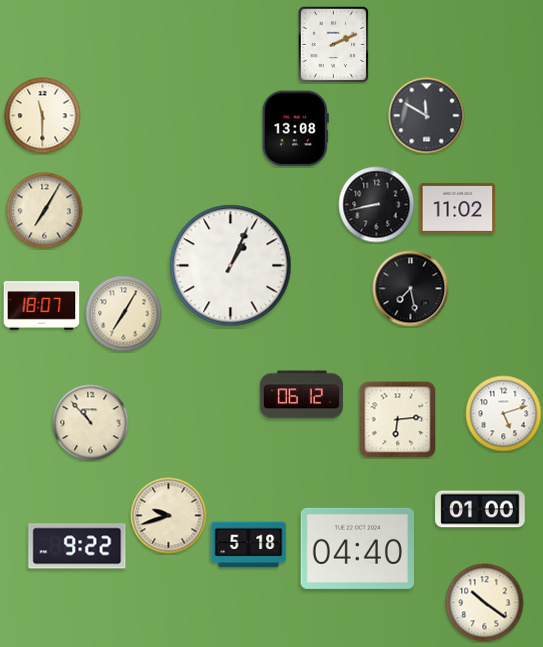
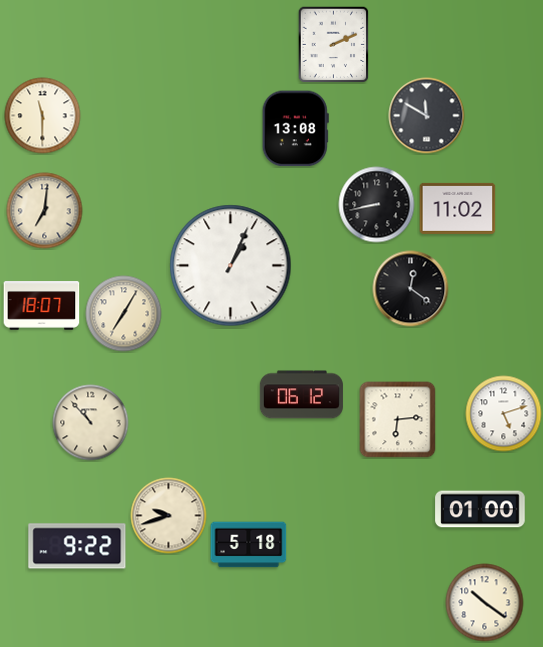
clock at (45, 211): 7:05 -> 7:01
clock at (411, 289): 7:28 -> 12:21
clock at (357, 548): 04:40 -> none
